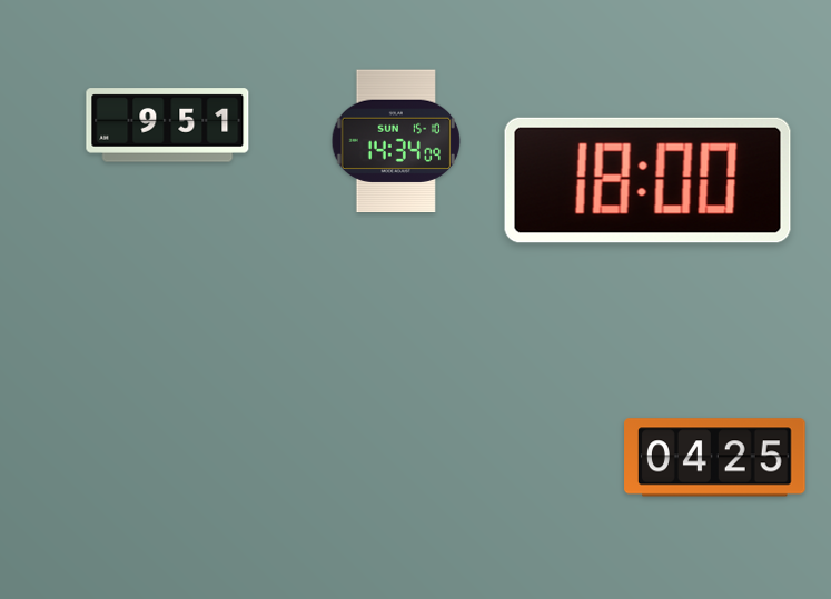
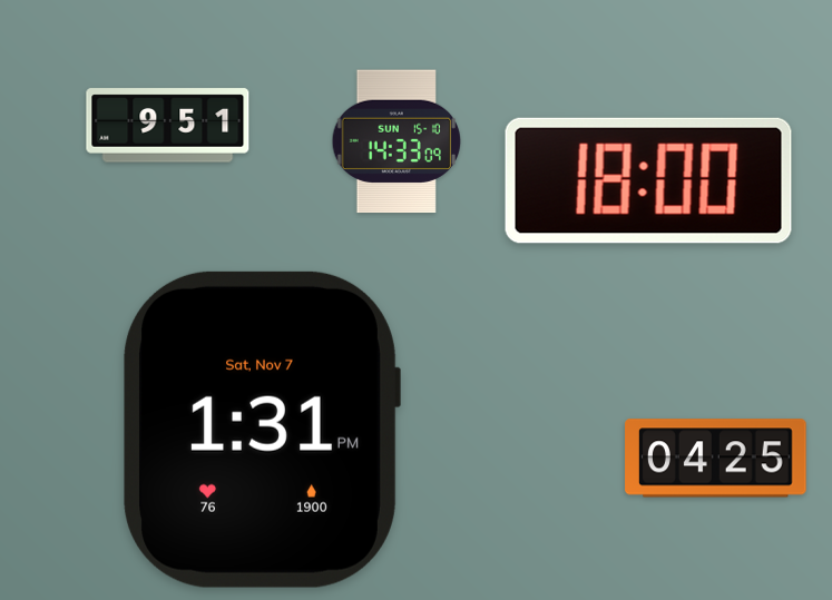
clock at (396, 141): 14:34 -> 14:33
clock at (262, 430): none -> 1:31
